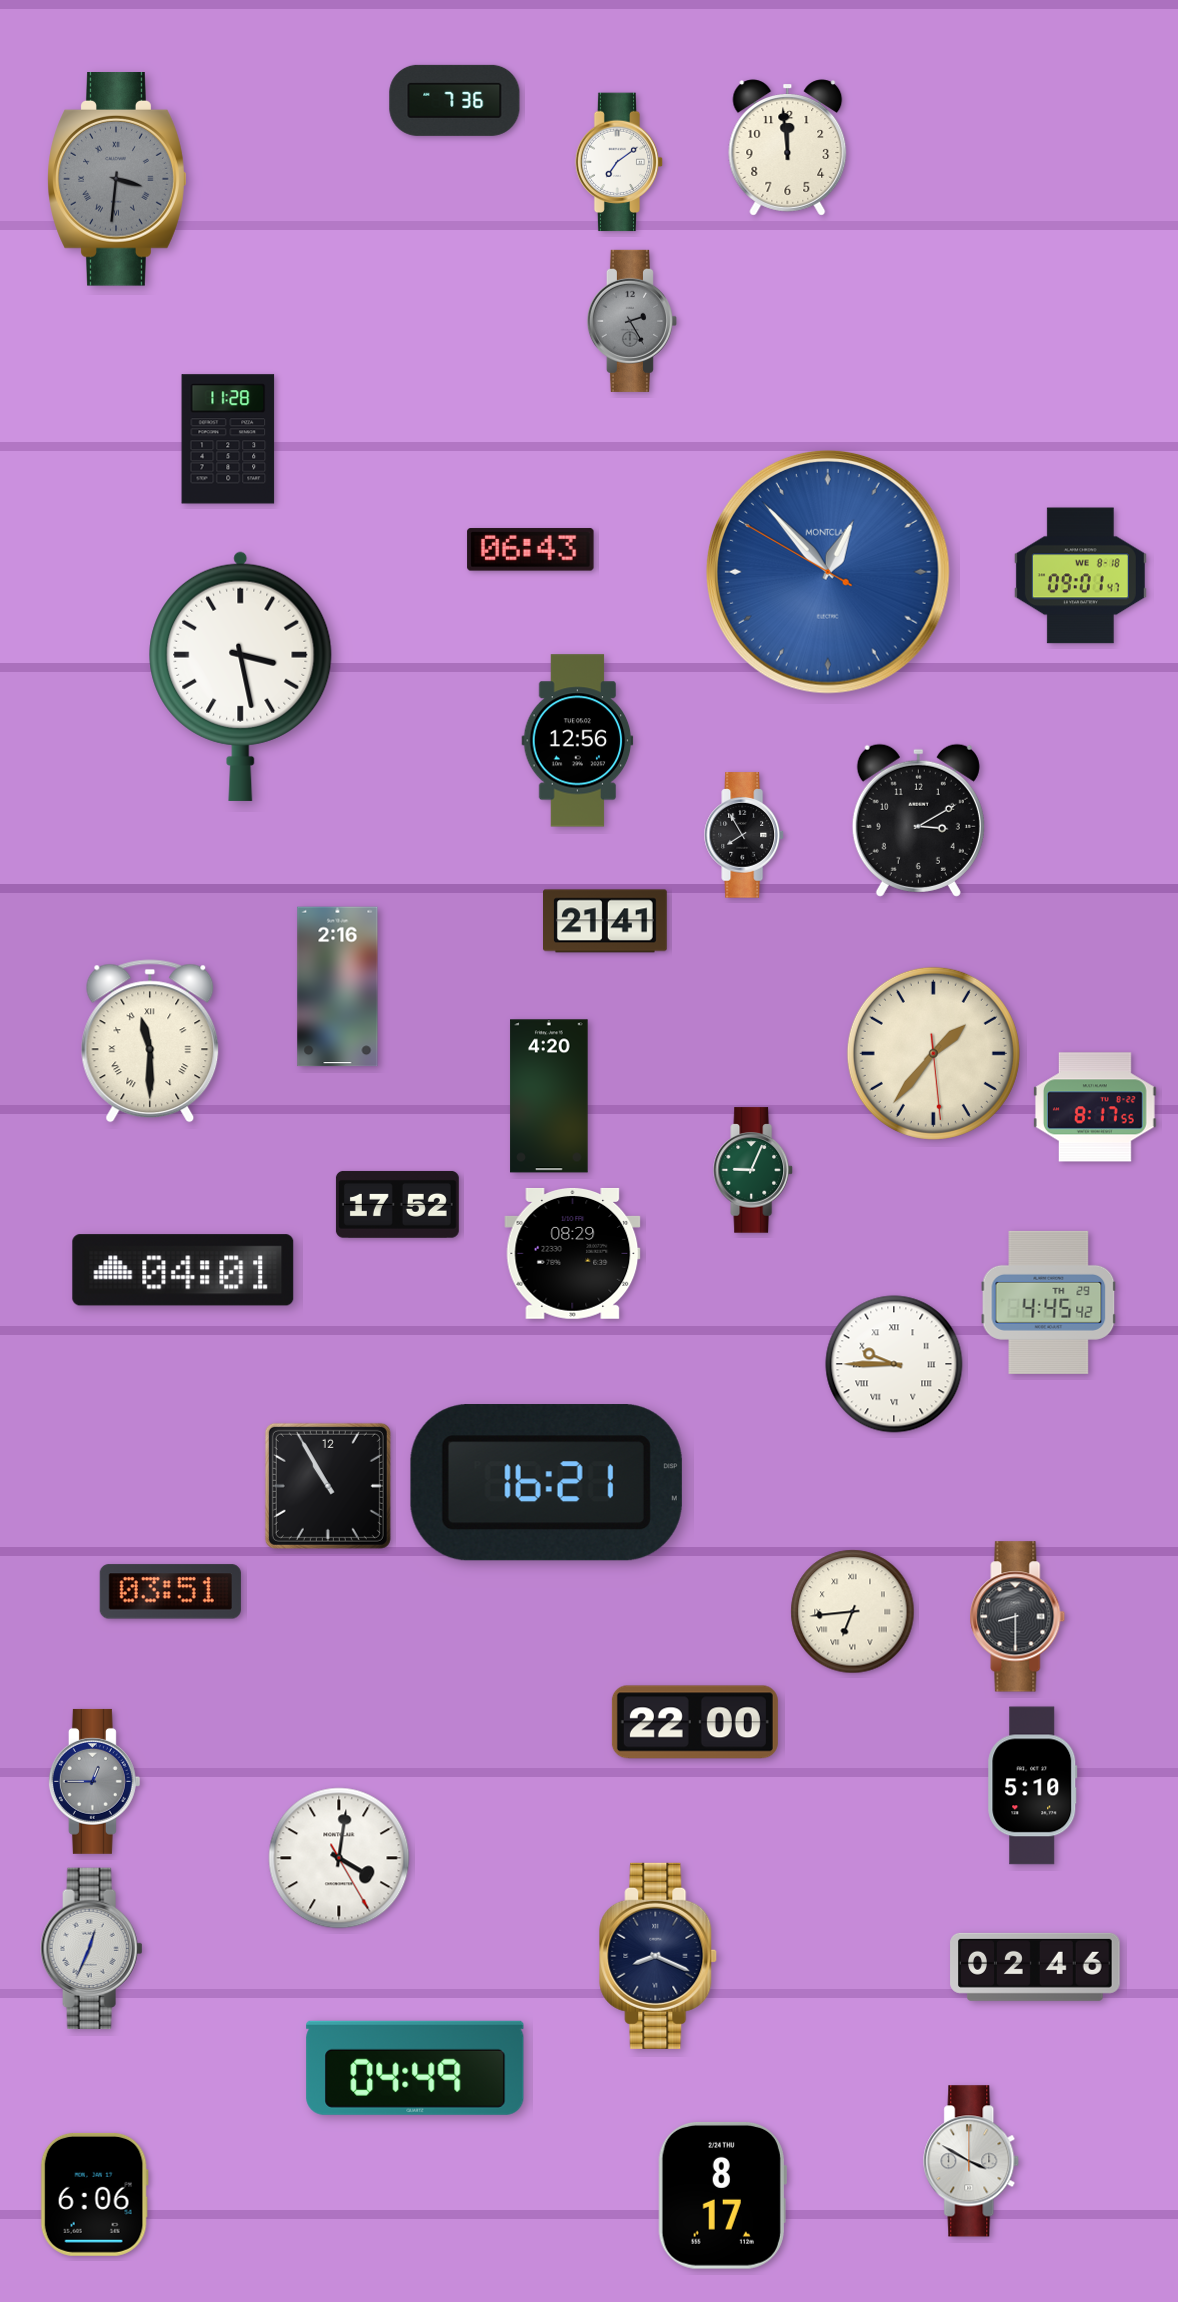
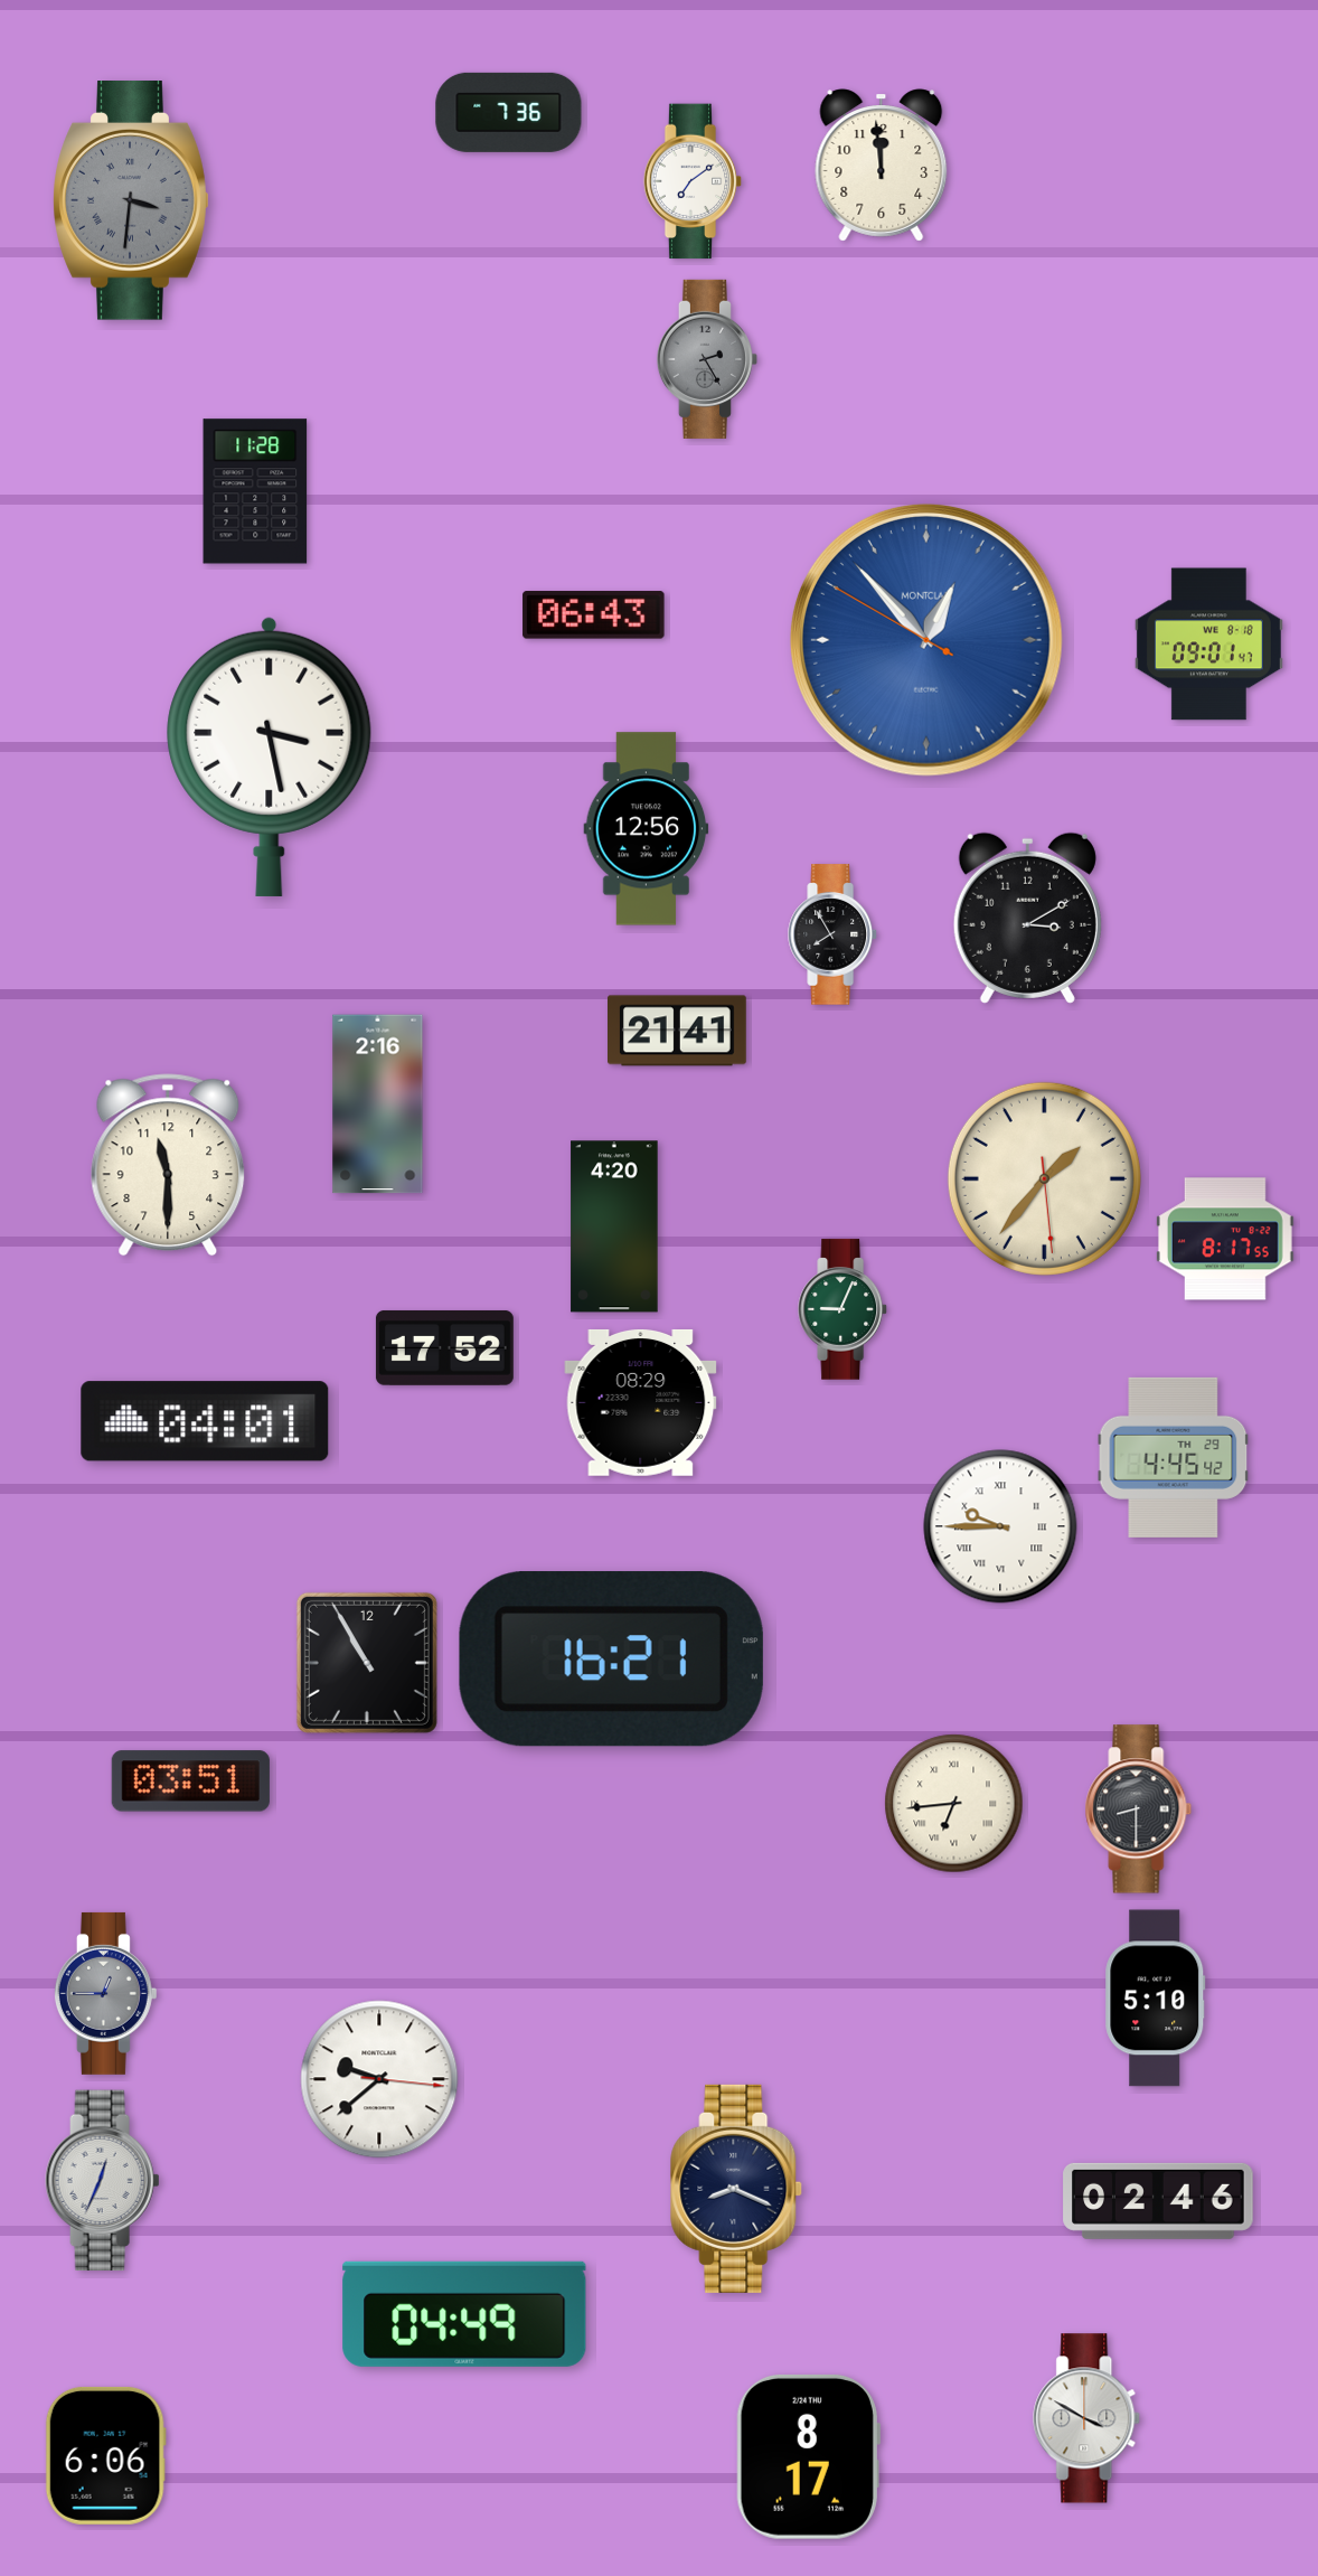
clock at (150, 1041) numerals: Roman -> Arabic
clock at (695, 1722): 22:00 -> none
clock at (339, 1858): 4:01 -> 9:38
